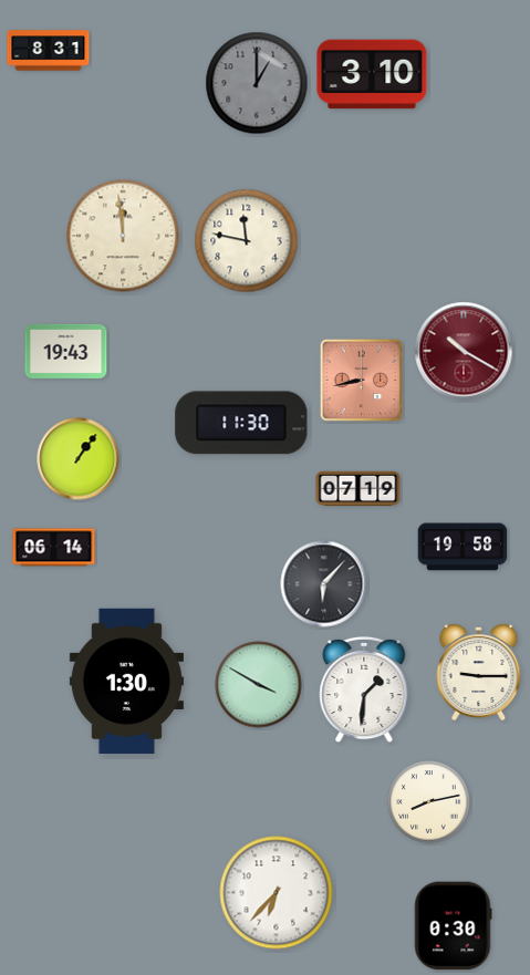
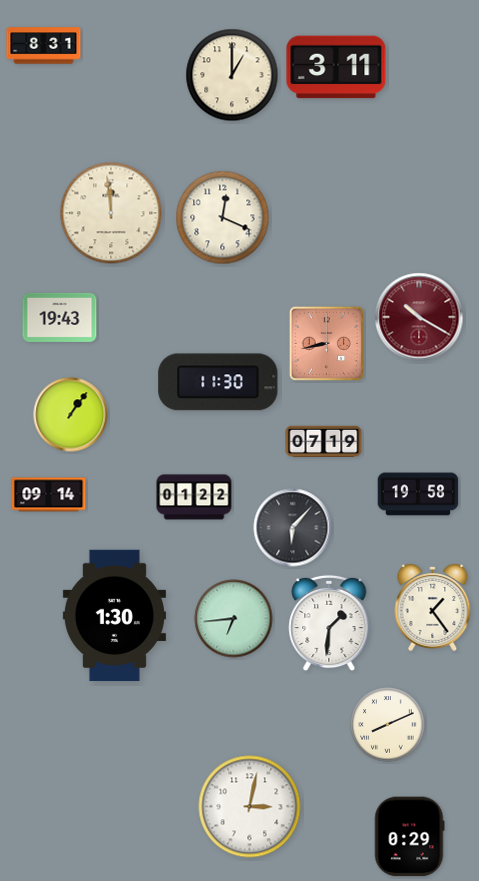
clock at (372, 74): 3:10 -> 3:11
clock at (257, 83) dial: grey -> cream
clock at (247, 241): 11:47 -> 12:19
clock at (54, 548): 06:14 -> 09:14
clock at (194, 497): none -> 01:22
clock at (479, 672): 9:15 -> 1:24
clock at (259, 685): 3:50 -> 6:44
clock at (429, 802): 8:13 -> 8:11
clock at (277, 893): 6:37 -> 3:02
clock at (453, 926): 0:30 -> 0:29
